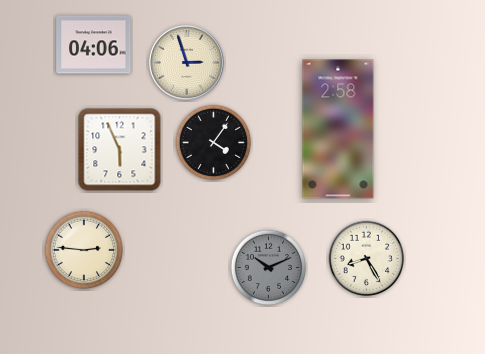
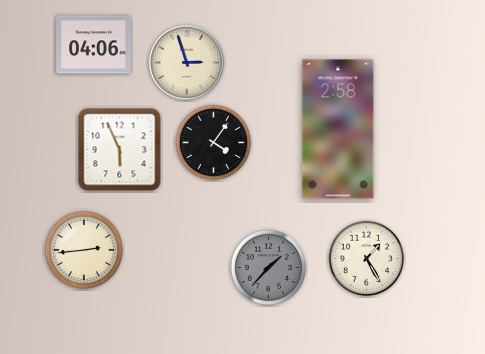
clock at (83, 249): 2:46 -> 2:44
clock at (367, 259): 8:25 -> 1:25
clock at (269, 268): 10:11 -> 1:37
